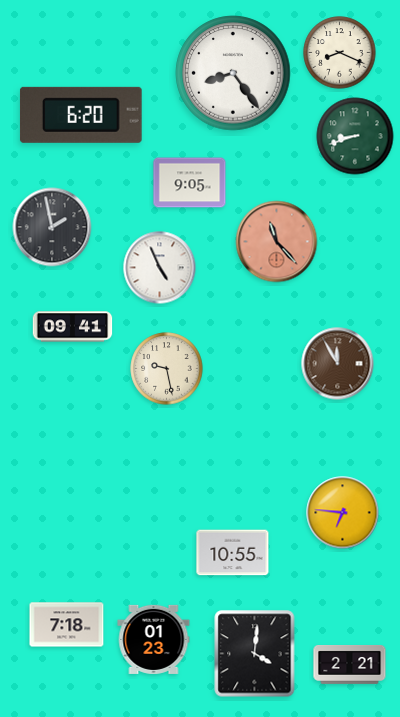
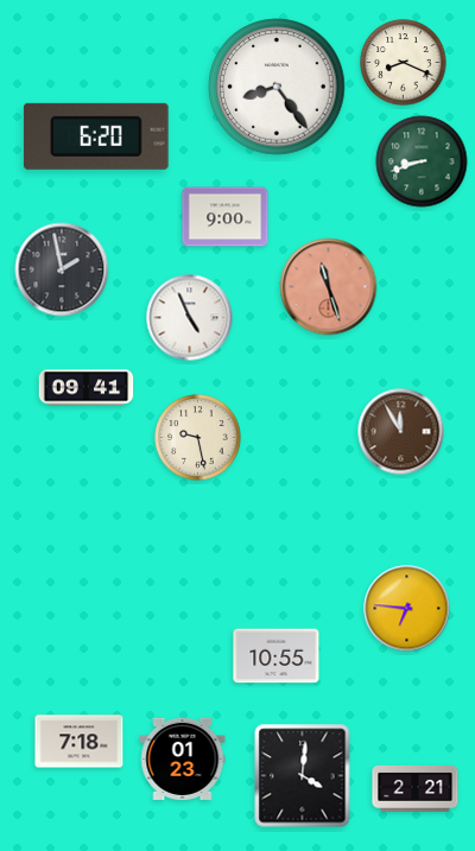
clock at (190, 183): 9:05 -> 9:00
clock at (277, 242): 11:23 -> 11:27
